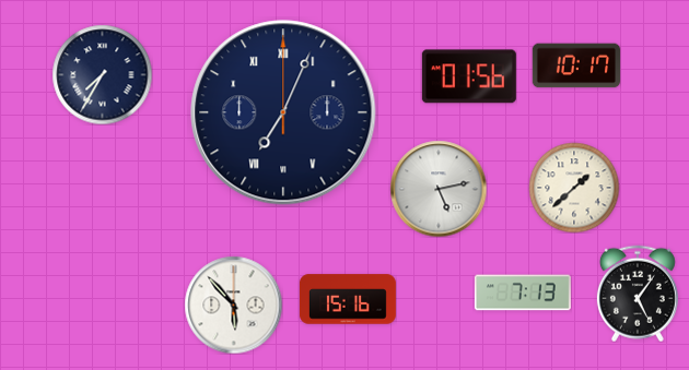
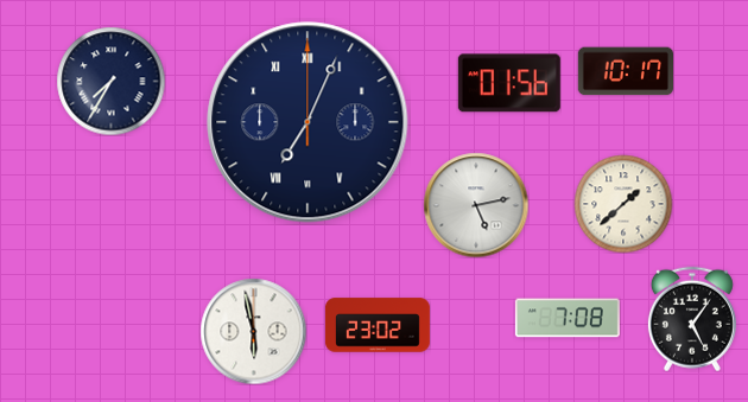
clock at (523, 293): 7:13 -> 7:08
clock at (348, 299): 15:16 -> 23:02
clock at (233, 305): 5:53 -> 5:58
